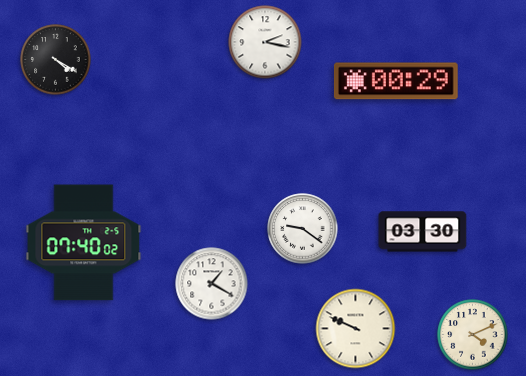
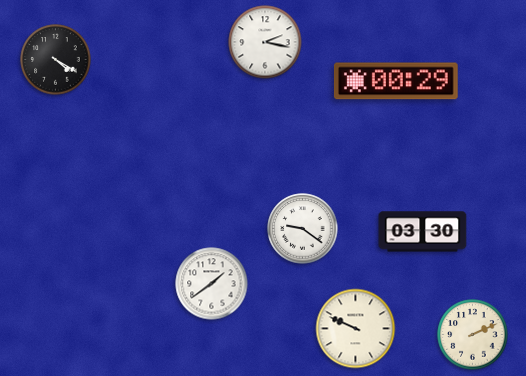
clock at (84, 243): 07:40 -> none
clock at (212, 284): 1:20 -> 1:39
clock at (473, 335): 4:11 -> 2:11
